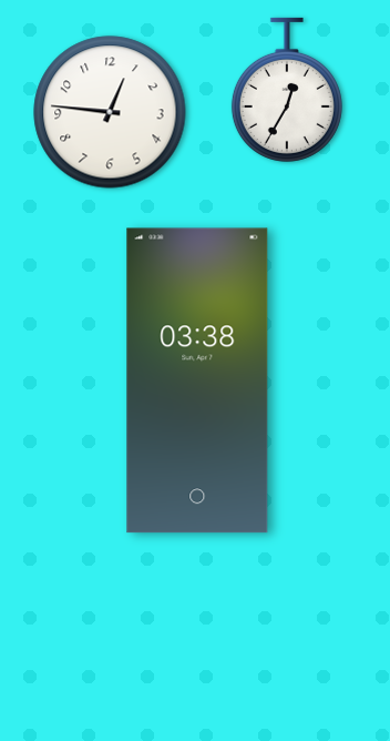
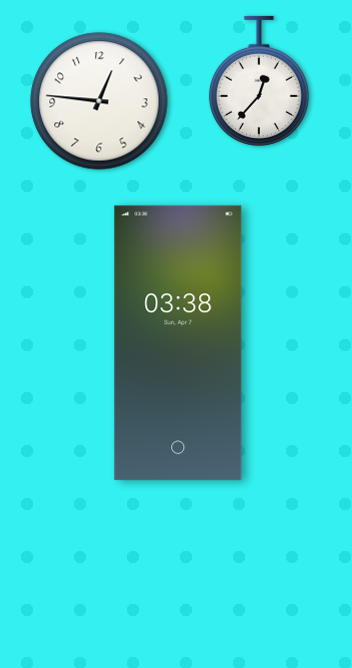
clock at (287, 90): 12:35 -> 12:37
